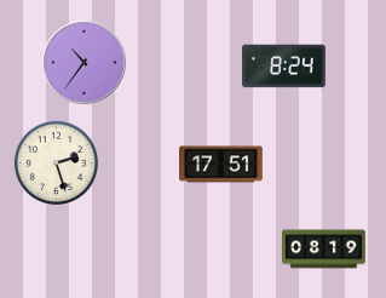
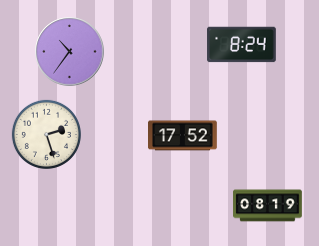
clock at (284, 67) position: (284, 67) -> (242, 45)
clock at (221, 165): 17:51 -> 17:52
